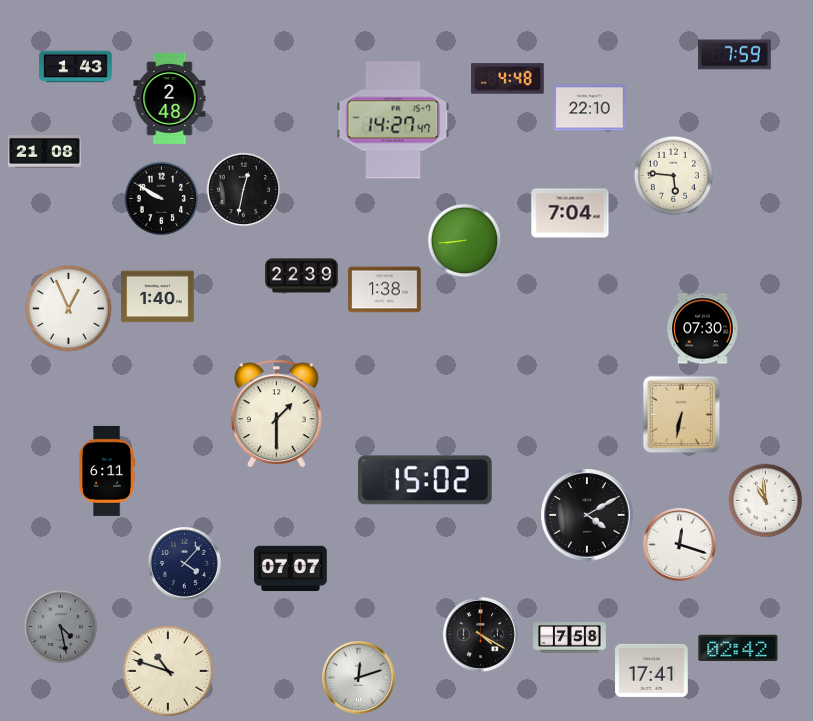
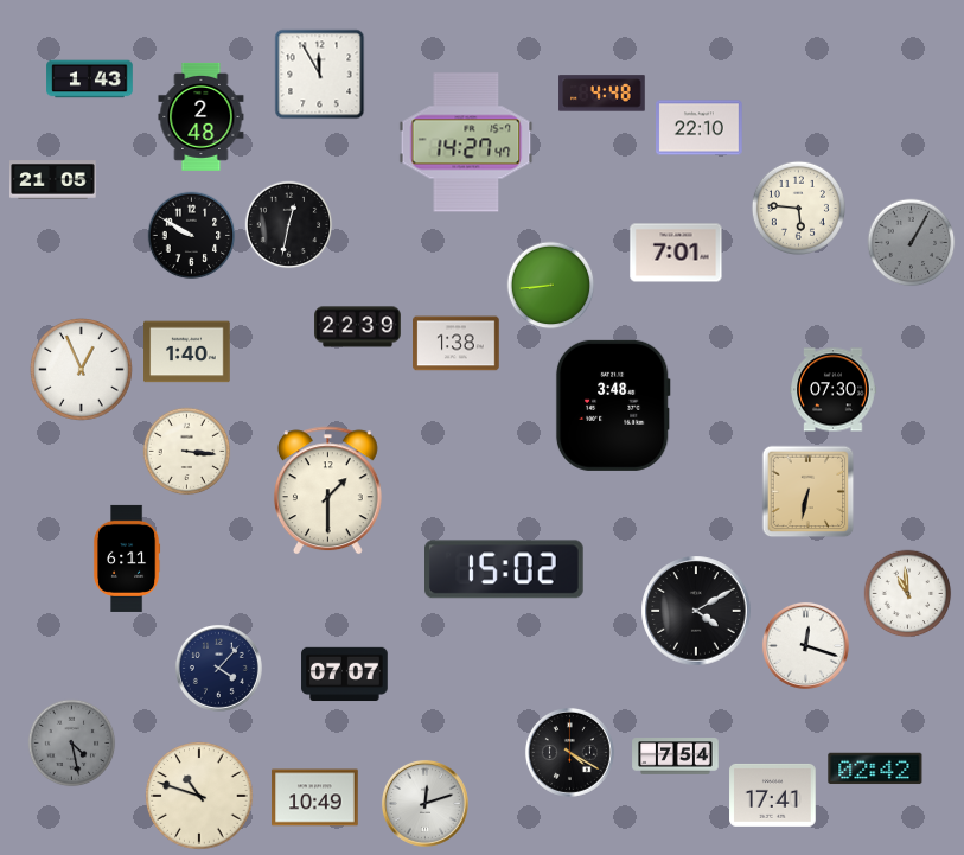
clock at (735, 55): 7:59 -> none
clock at (320, 75): none -> 11:55
clock at (45, 152): 21:08 -> 21:05
clock at (912, 243): none -> 1:05
clock at (570, 213): 7:04 -> 7:01
clock at (69, 309) position: (69, 309) -> (82, 370)
clock at (613, 406): none -> 3:48
clock at (187, 452): none -> 3:16
clock at (570, 638): 7:58 -> 7:54
clock at (315, 798): none -> 10:49
